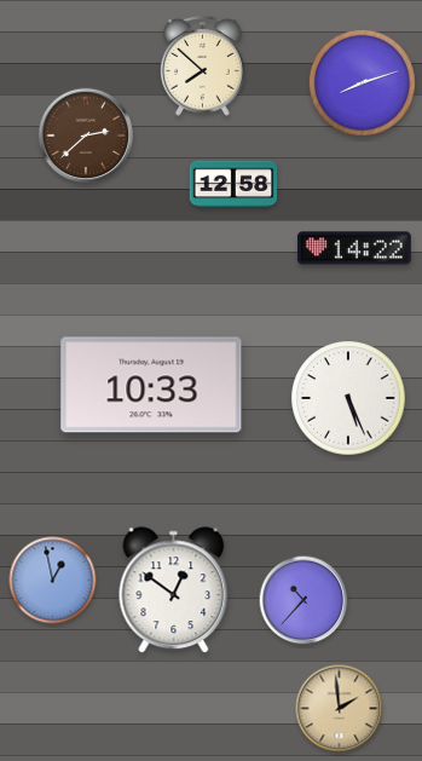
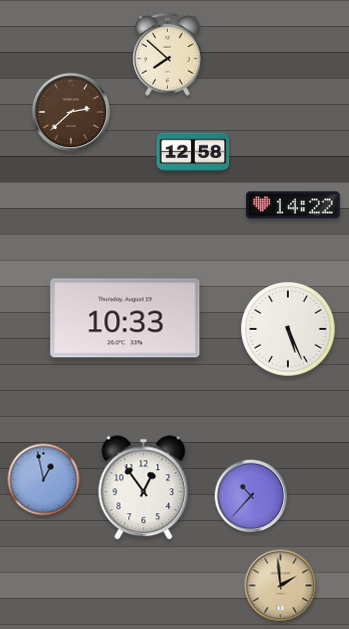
clock at (362, 82): 8:12 -> none
clock at (174, 590): 12:51 -> 12:54
